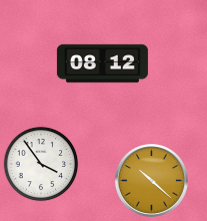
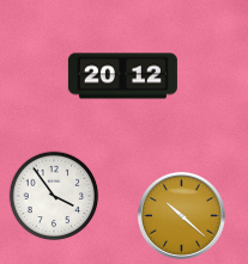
clock at (102, 64): 08:12 -> 20:12
clock at (41, 164) position: (41, 164) -> (54, 196)
